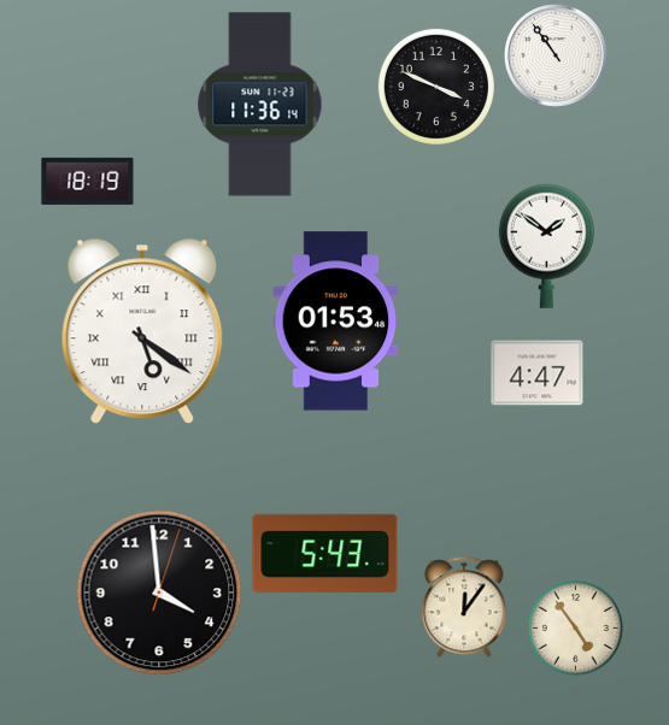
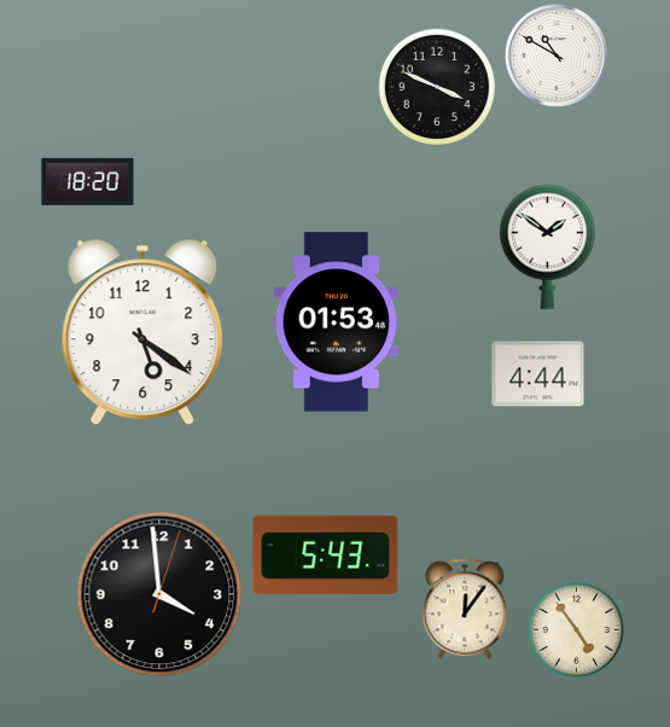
clock at (556, 55): 10:54 -> 10:50
clock at (260, 105): 11:36 -> none
clock at (88, 181): 18:19 -> 18:20
clock at (142, 331) numerals: Roman -> Arabic
clock at (538, 373): 4:47 -> 4:44
